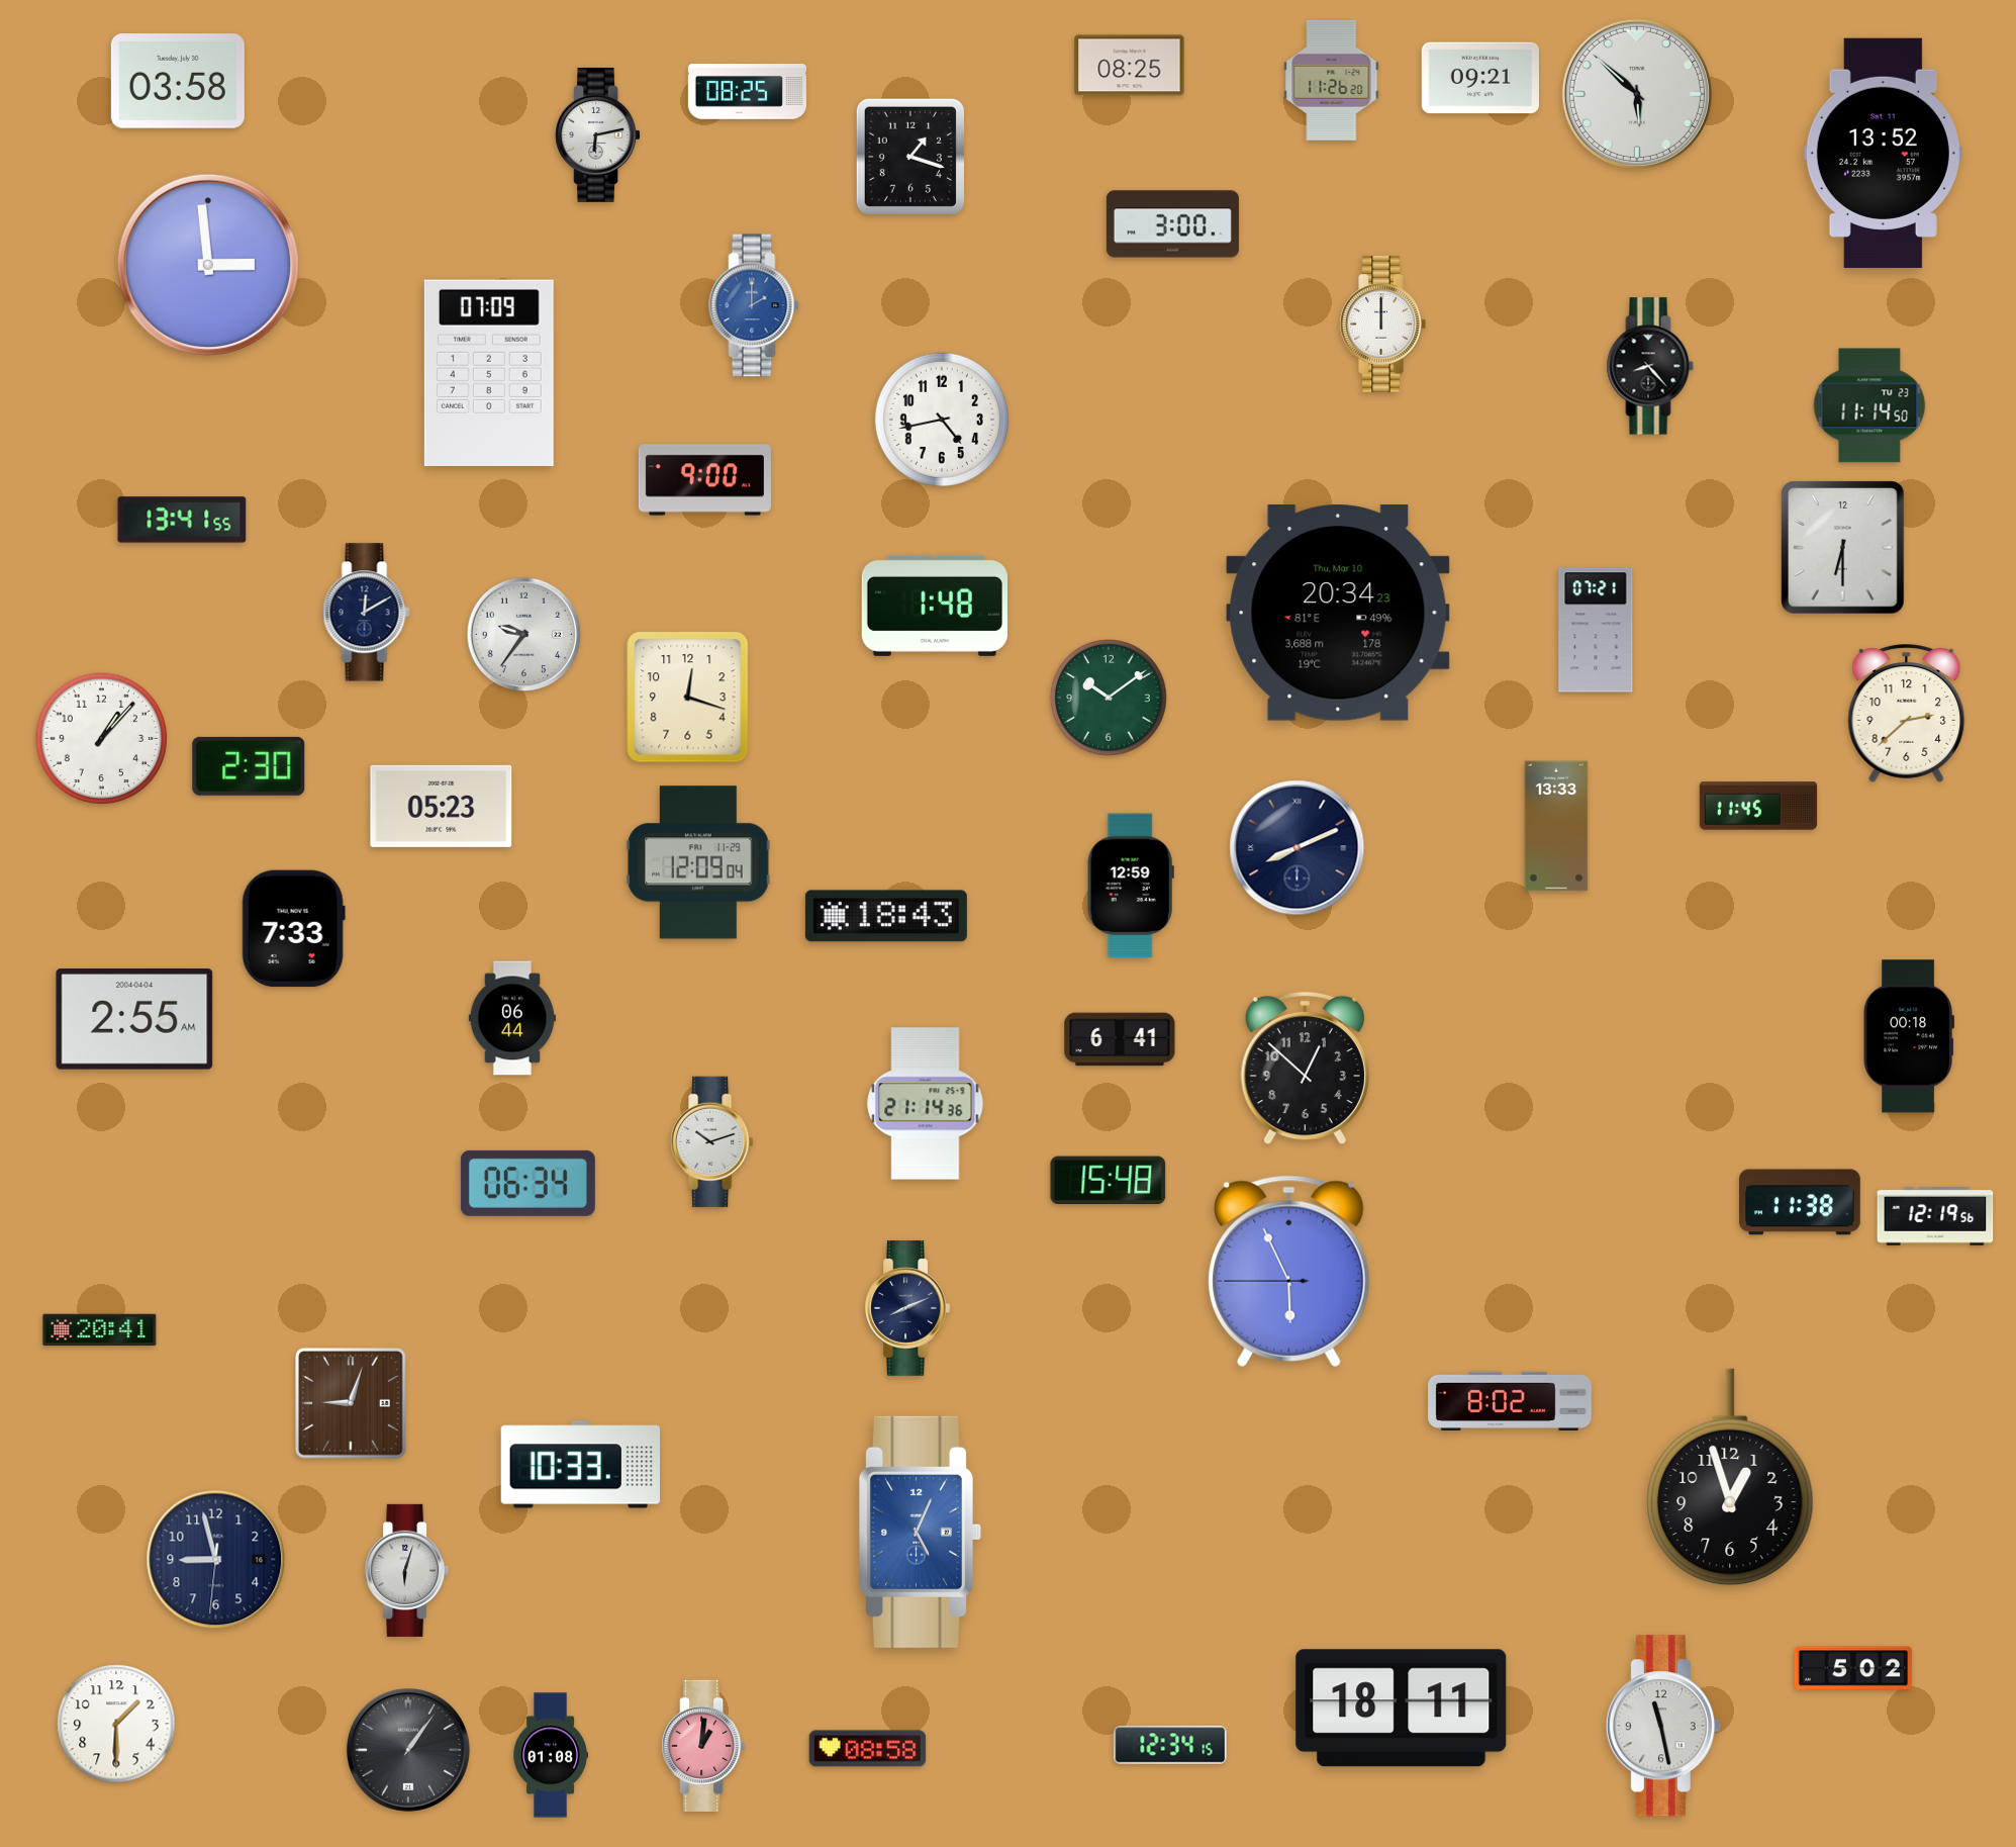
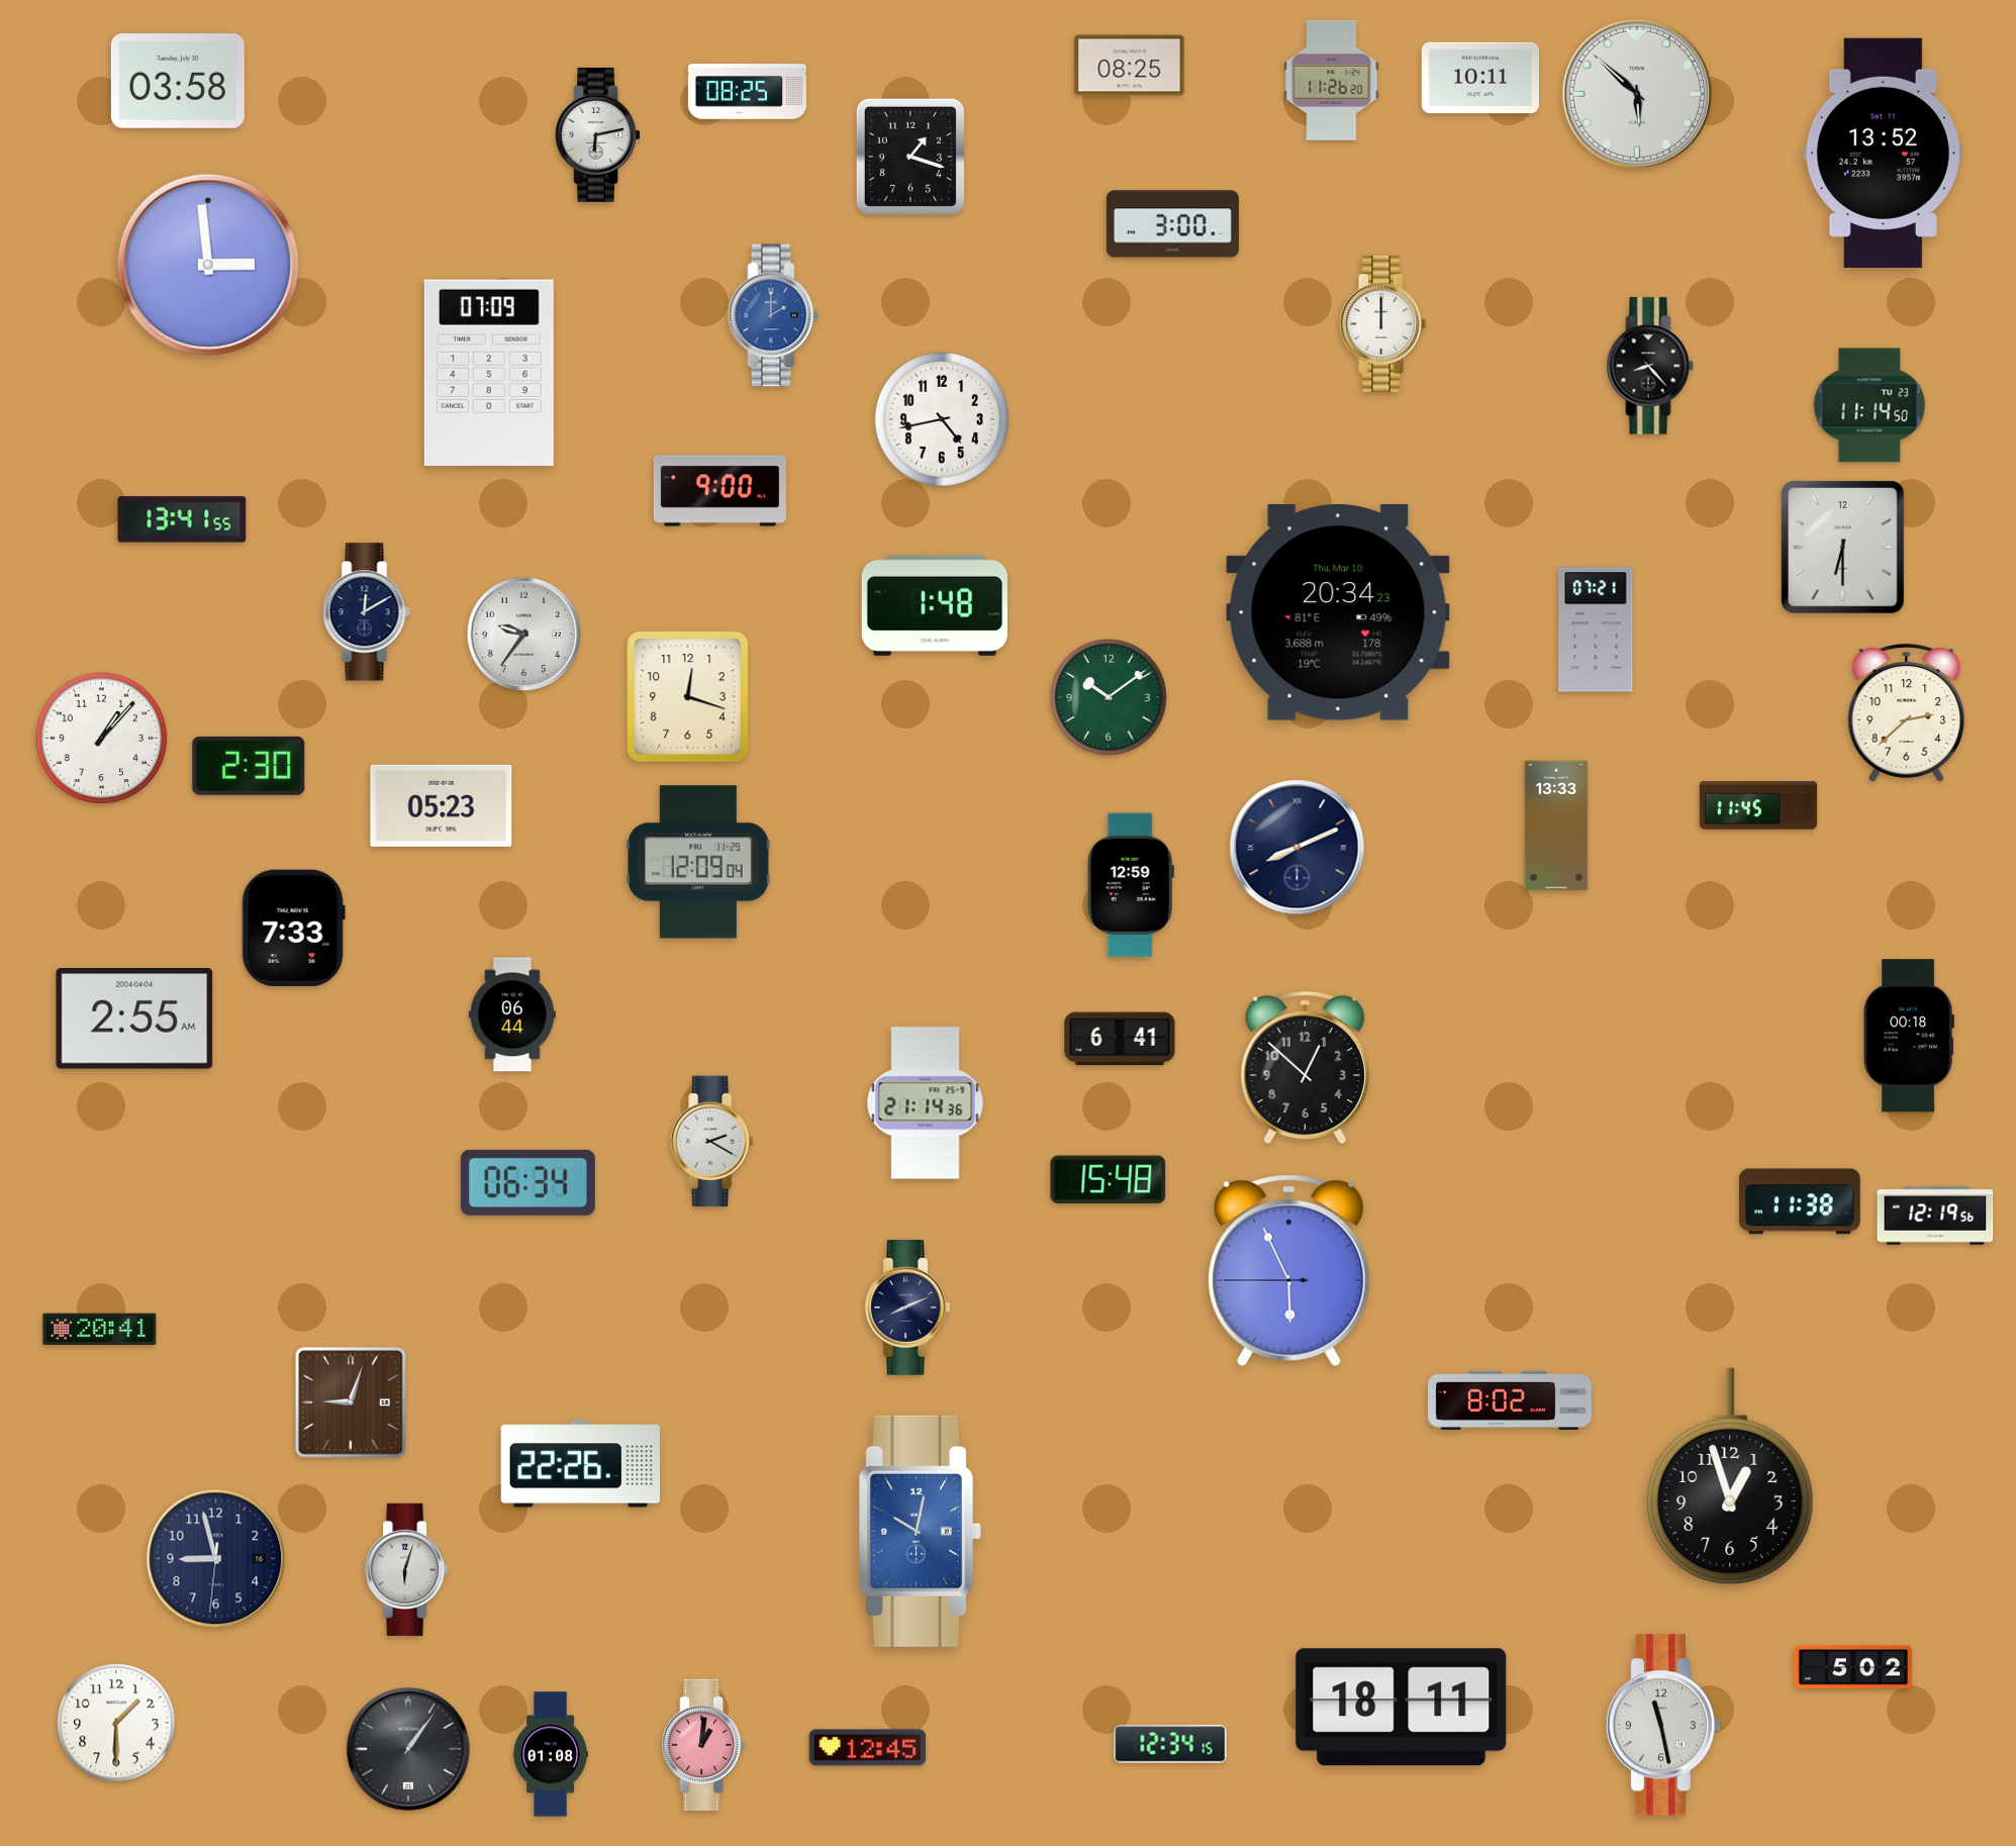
clock at (1479, 78): 09:21 -> 10:11
clock at (754, 305) position: (754, 305) -> (773, 315)
clock at (704, 480) position: (704, 480) -> (719, 491)
clock at (886, 916): 18:43 -> none
clock at (512, 1018) position: (512, 1018) -> (512, 1014)
clock at (712, 1142): 10:12 -> 2:20
clock at (580, 1465): 10:33 -> 22:26
clock at (920, 1532): 5:04 -> 10:02
clock at (868, 1749): 08:58 -> 12:45
